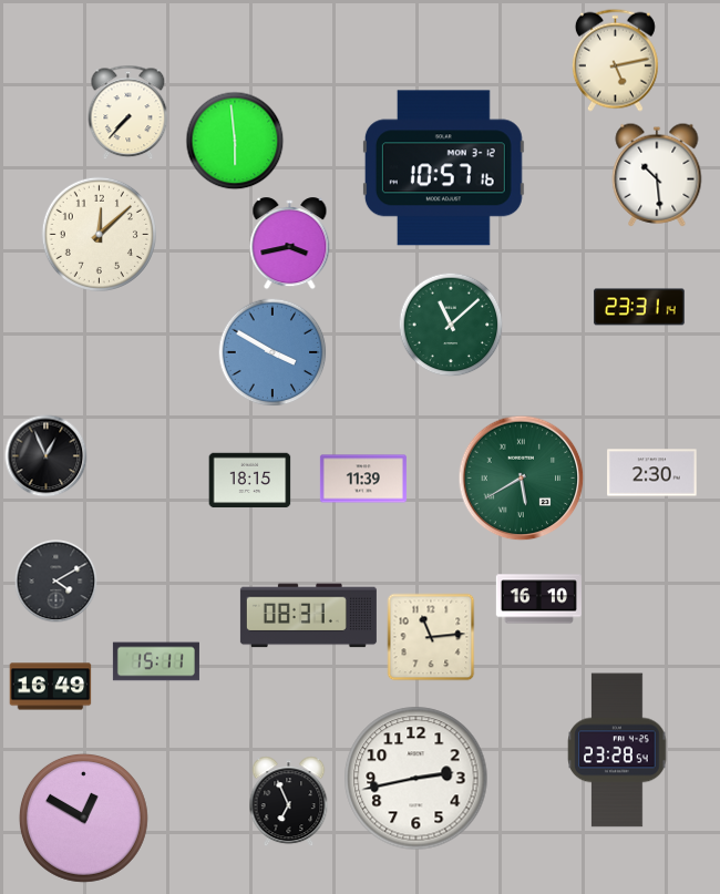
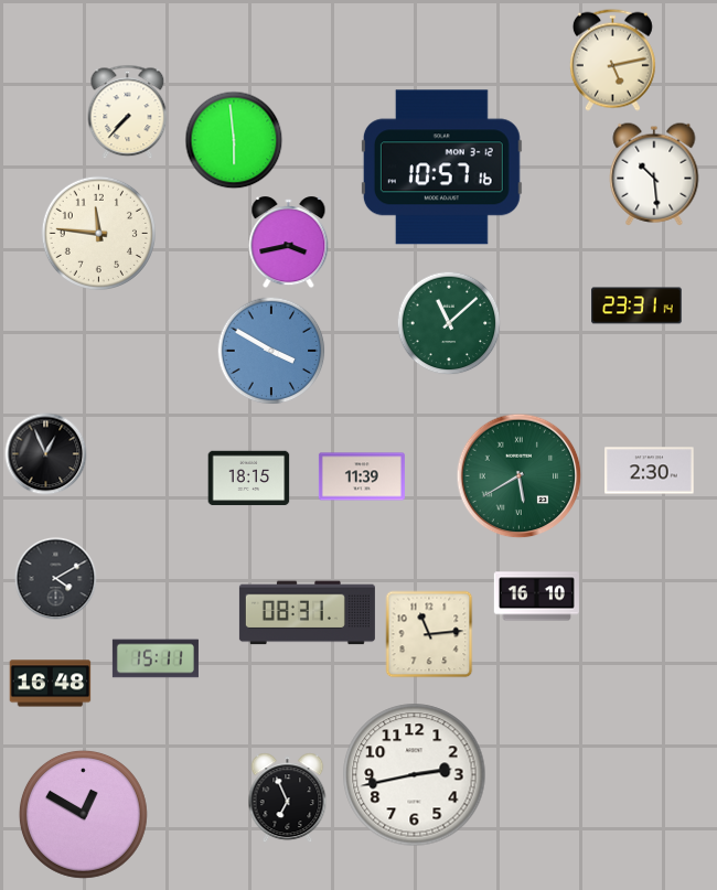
clock at (99, 234): 12:08 -> 11:46
clock at (51, 687): 16:49 -> 16:48
clock at (617, 750): 23:28 -> none
